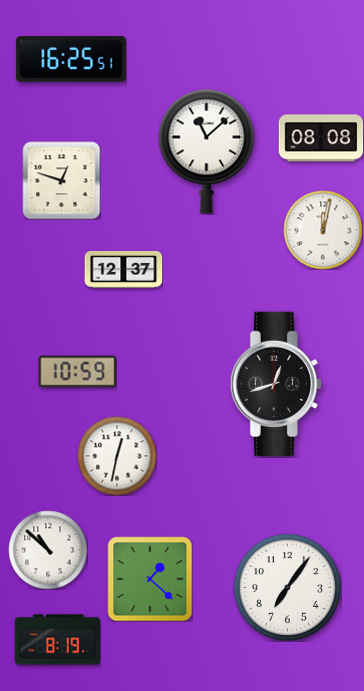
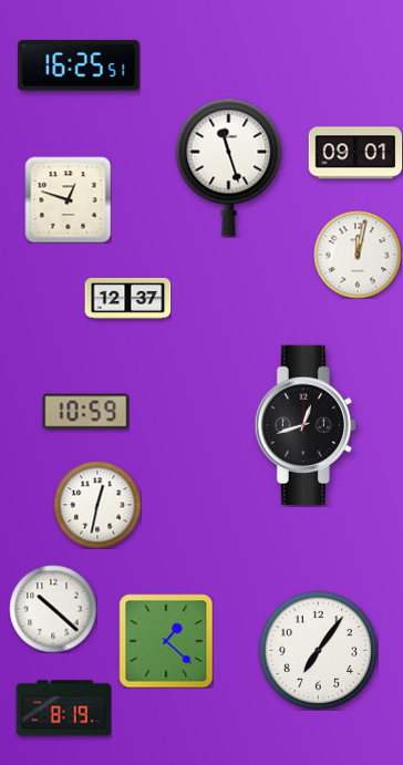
clock at (321, 138): 08:08 -> 09:01
clock at (207, 151): 11:08 -> 11:27
clock at (123, 270) position: (123, 270) -> (127, 299)
clock at (117, 456) position: (117, 456) -> (97, 505)
clock at (48, 550): 10:52 -> 10:22
